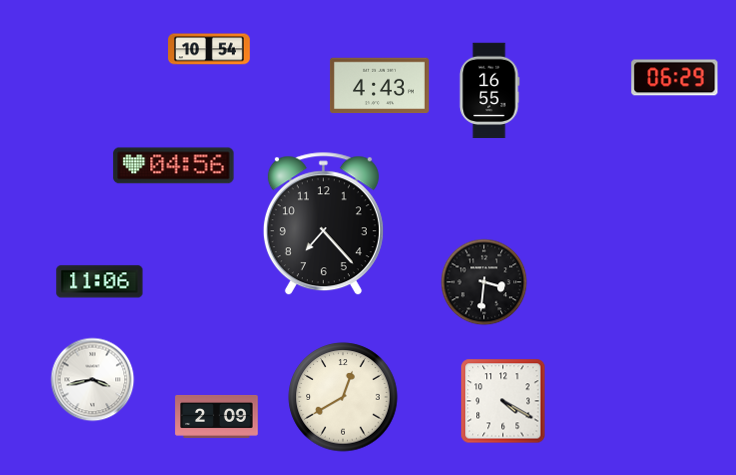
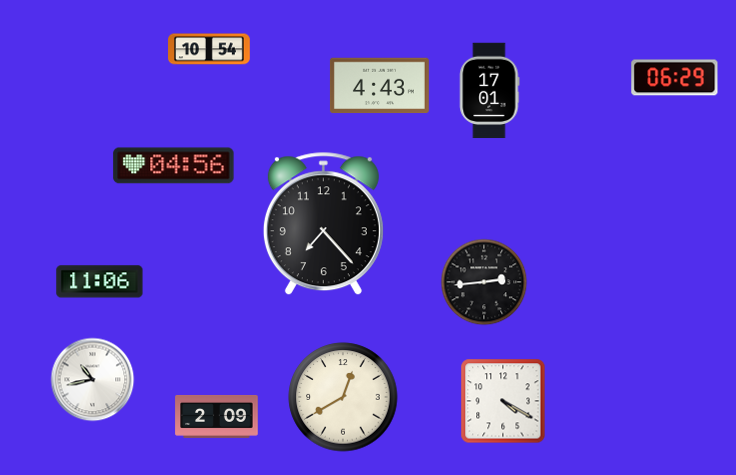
clock at (490, 91): 16:55 -> 17:01
clock at (484, 282): 3:31 -> 2:44
clock at (93, 380): 3:43 -> 10:43
